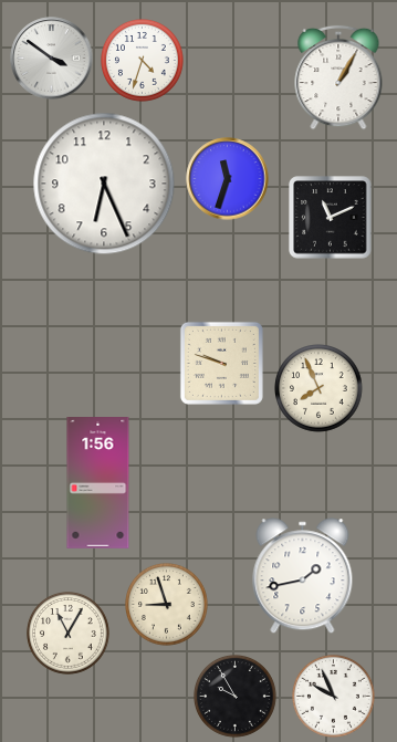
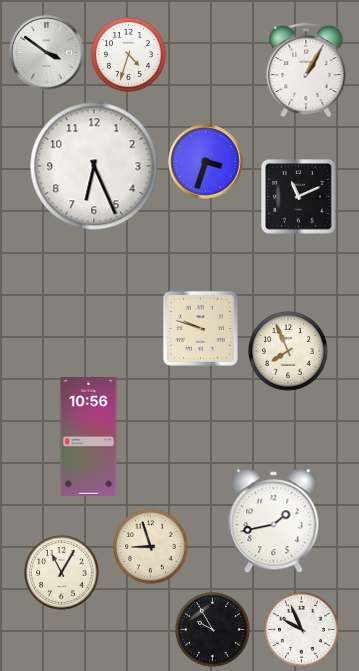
clock at (228, 179): 11:33 -> 3:33
clock at (98, 483): 1:56 -> 10:56
